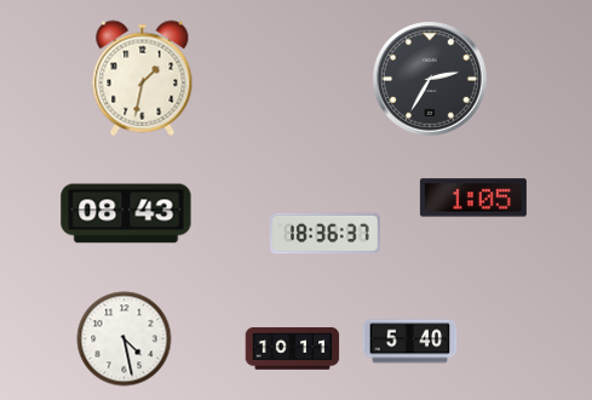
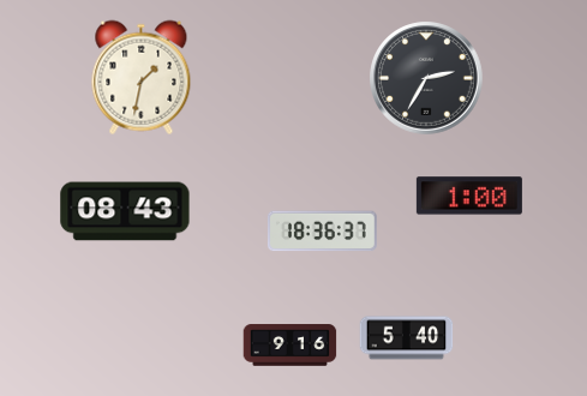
clock at (473, 198): 1:05 -> 1:00
clock at (123, 338): 4:28 -> none
clock at (292, 349): 10:11 -> 9:16
